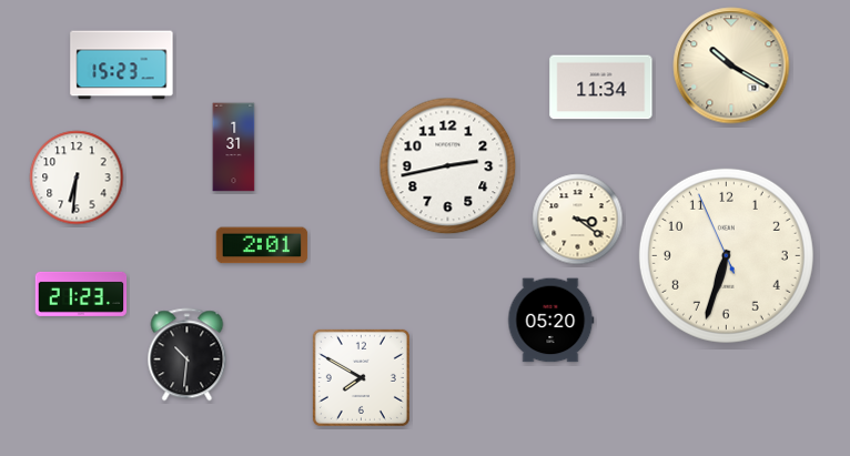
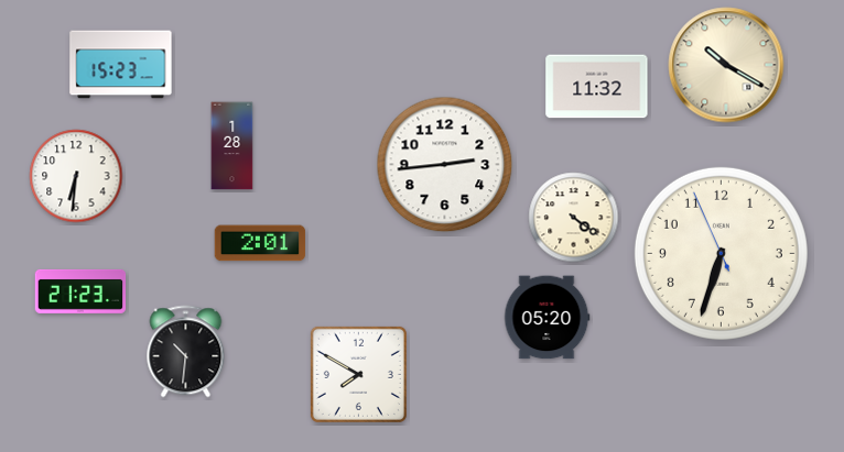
clock at (601, 88): 11:34 -> 11:32
clock at (234, 148): 1:31 -> 1:28
clock at (448, 166): 2:43 -> 2:44
clock at (578, 220): 3:21 -> 4:21
